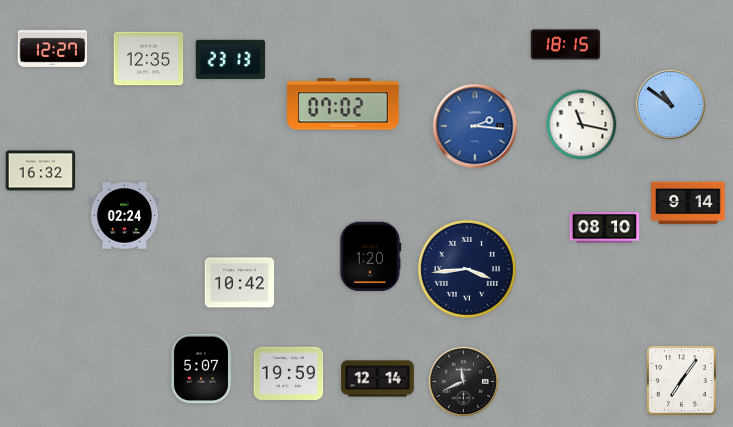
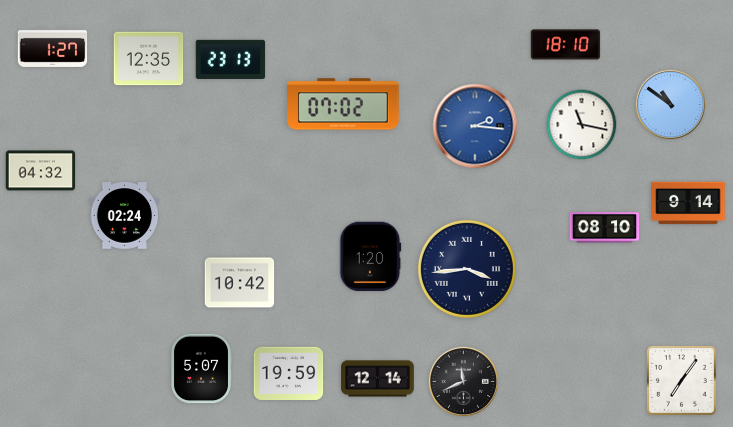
clock at (566, 45): 18:15 -> 18:10
clock at (53, 47): 12:27 -> 1:27
clock at (41, 171): 16:32 -> 04:32
